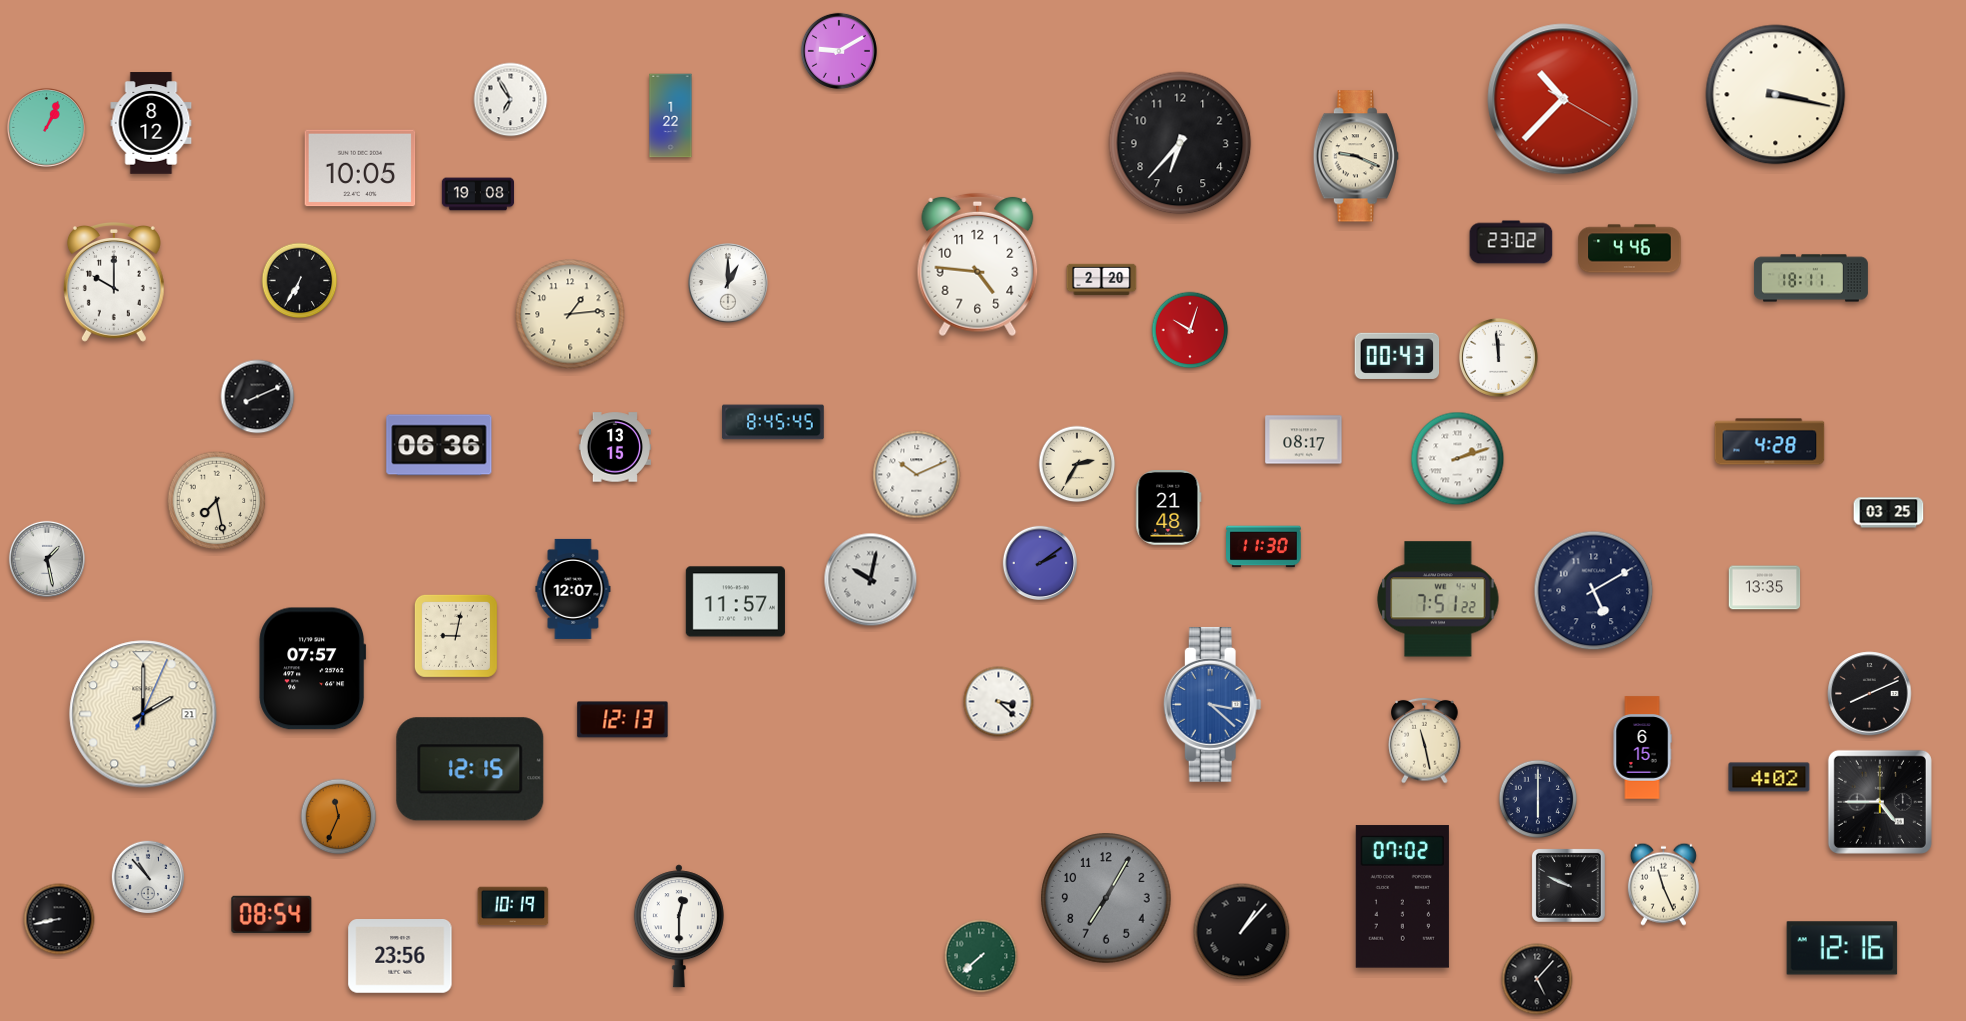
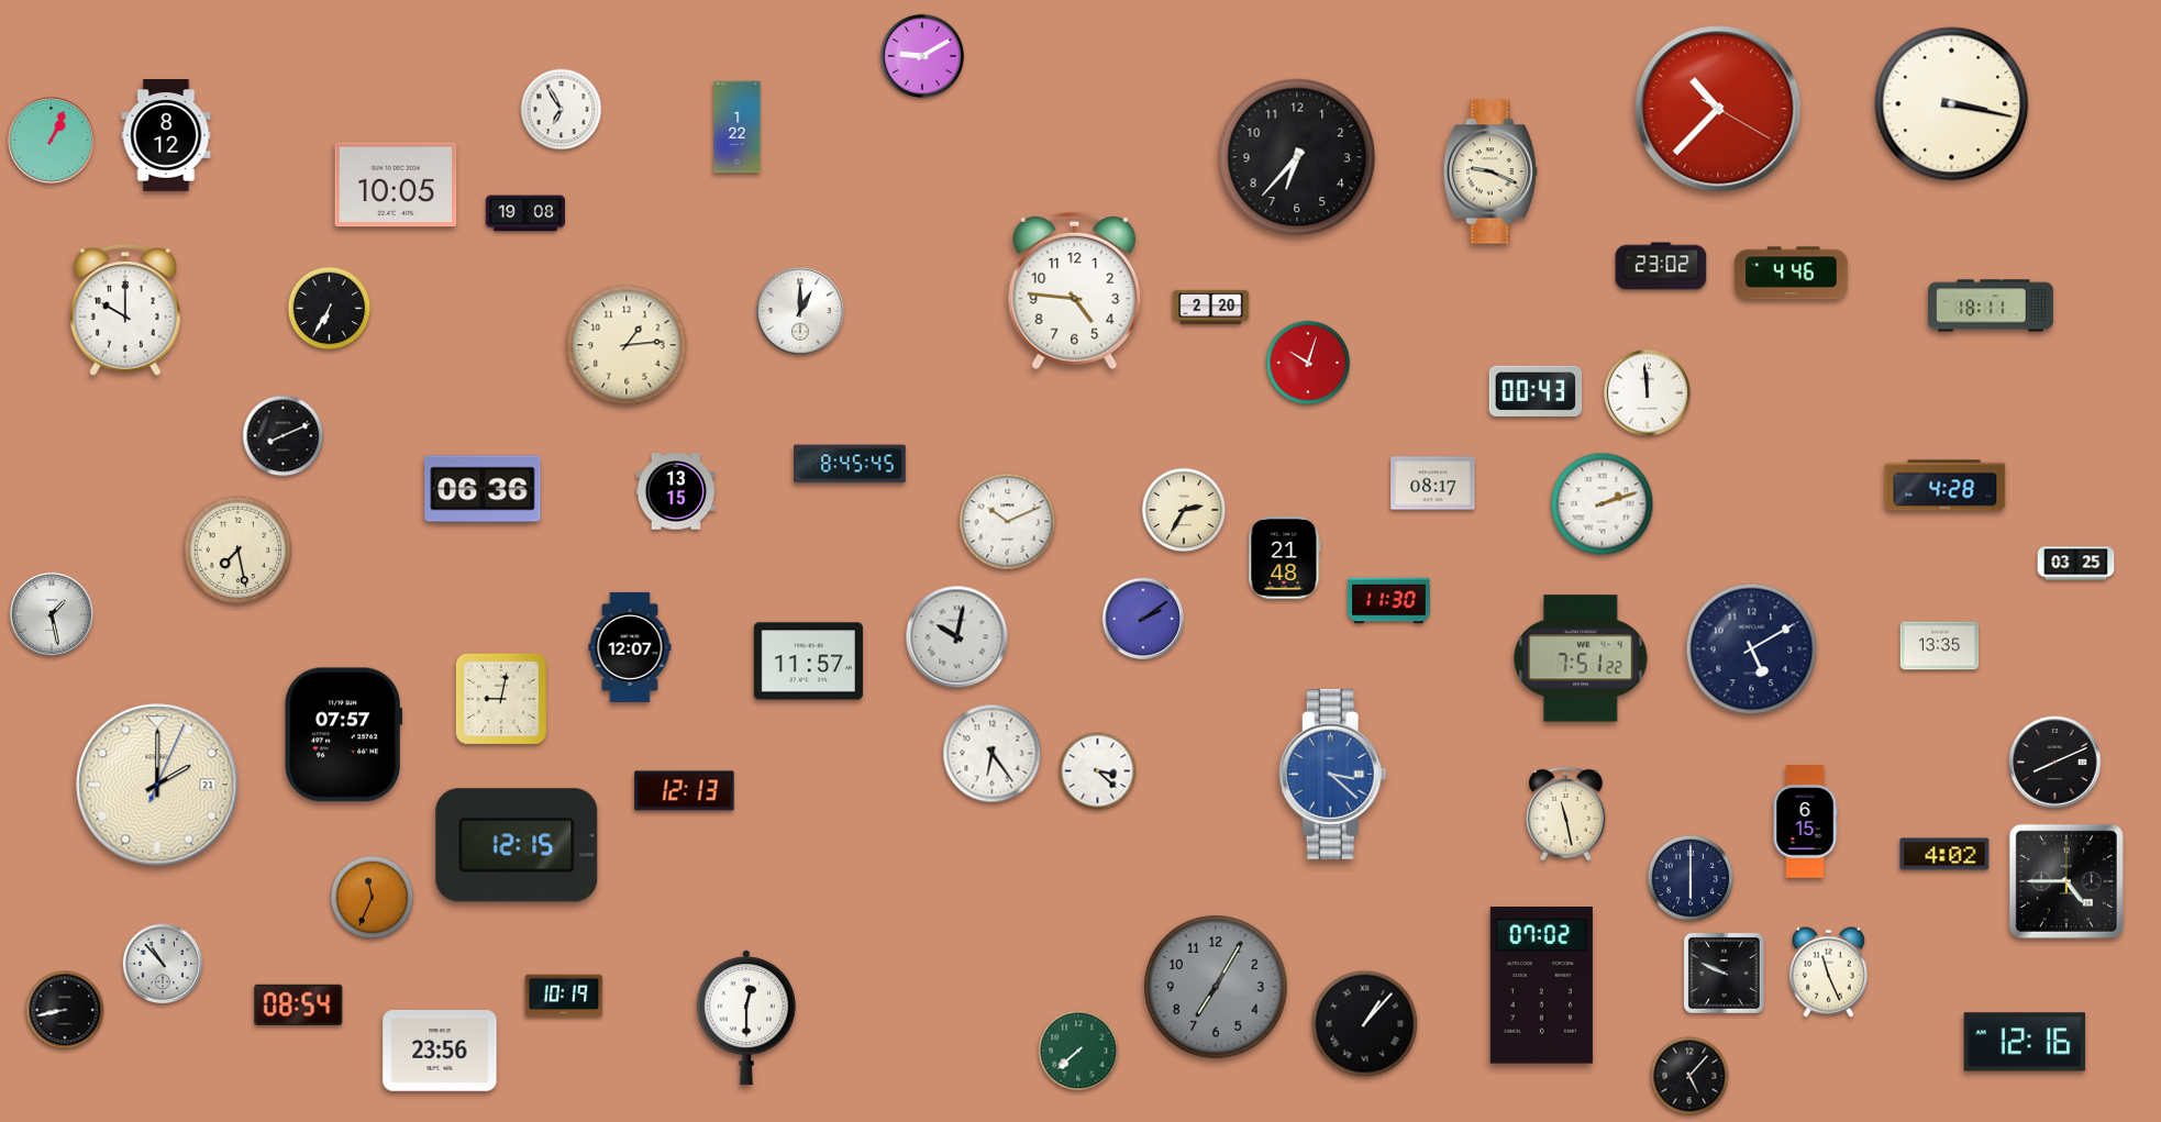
clock at (993, 754): none -> 6:24
